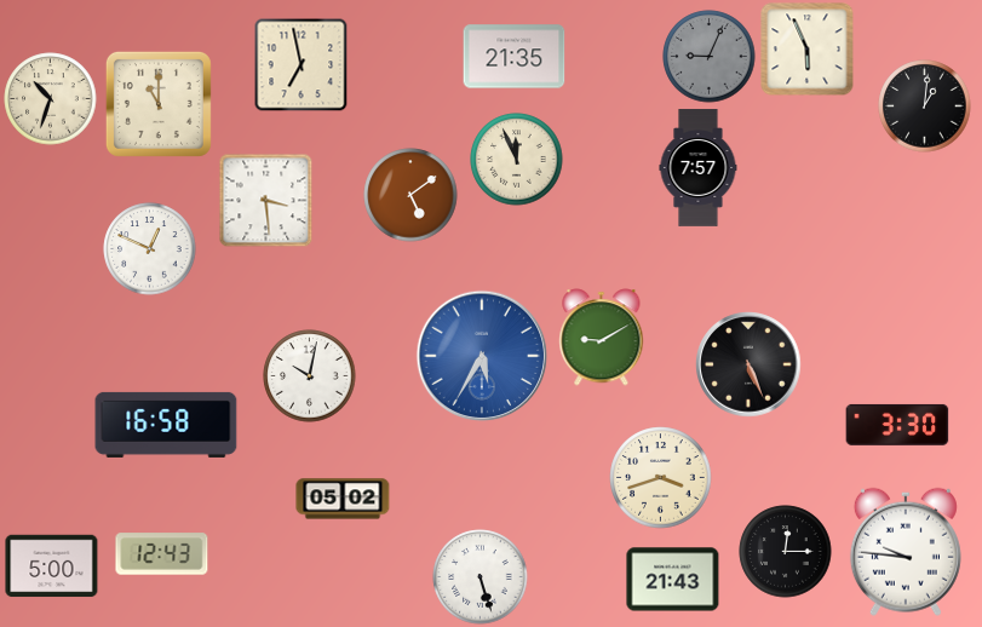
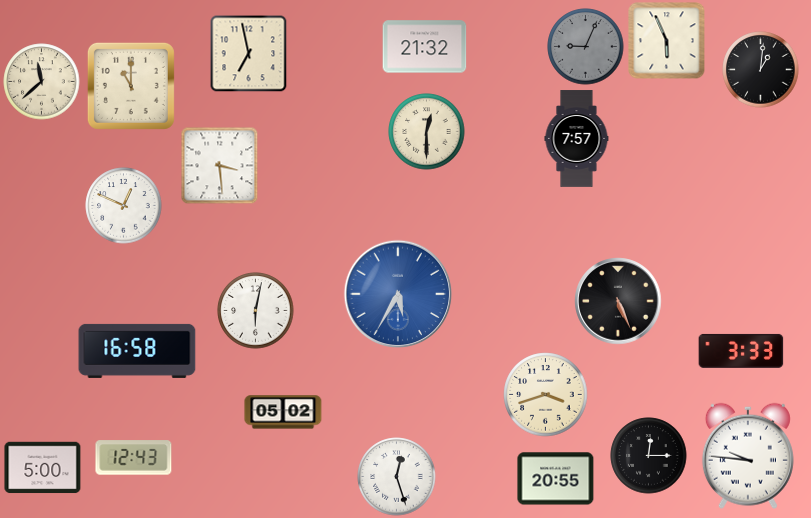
clock at (515, 57): 21:35 -> 21:32
clock at (51, 99): 10:33 -> 11:38
clock at (925, 107) position: (925, 107) -> (761, 70)
clock at (517, 160): 11:56 -> 12:30
clock at (410, 195): 5:09 -> none
clock at (602, 338): 9:10 -> none
clock at (310, 376): 10:02 -> 6:02
clock at (897, 425): 3:30 -> 3:33
clock at (481, 577): 5:27 -> 12:27
clock at (673, 580): 21:43 -> 20:55
